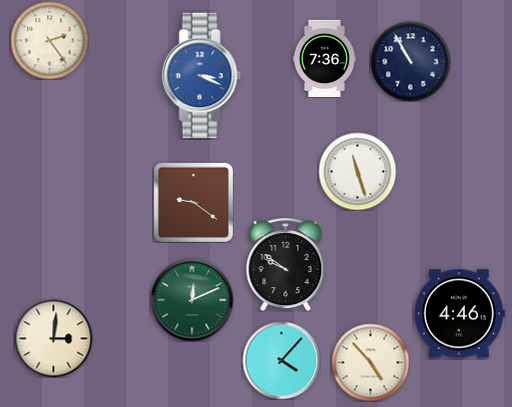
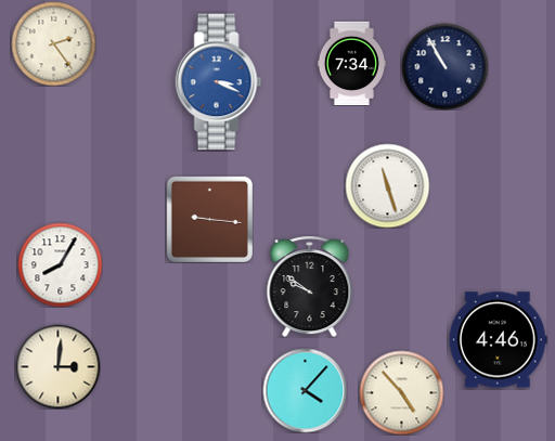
clock at (324, 58): 7:36 -> 7:34
clock at (193, 202): 9:21 -> 9:16
clock at (60, 264): none -> 8:05
clock at (192, 300): 12:11 -> none
